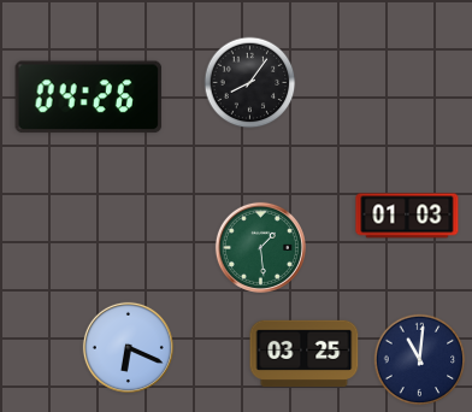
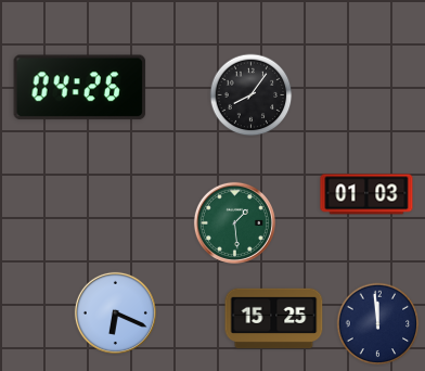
clock at (250, 83) position: (250, 83) -> (252, 95)
clock at (305, 353): 03:25 -> 15:25
clock at (420, 360): 11:01 -> 11:59
